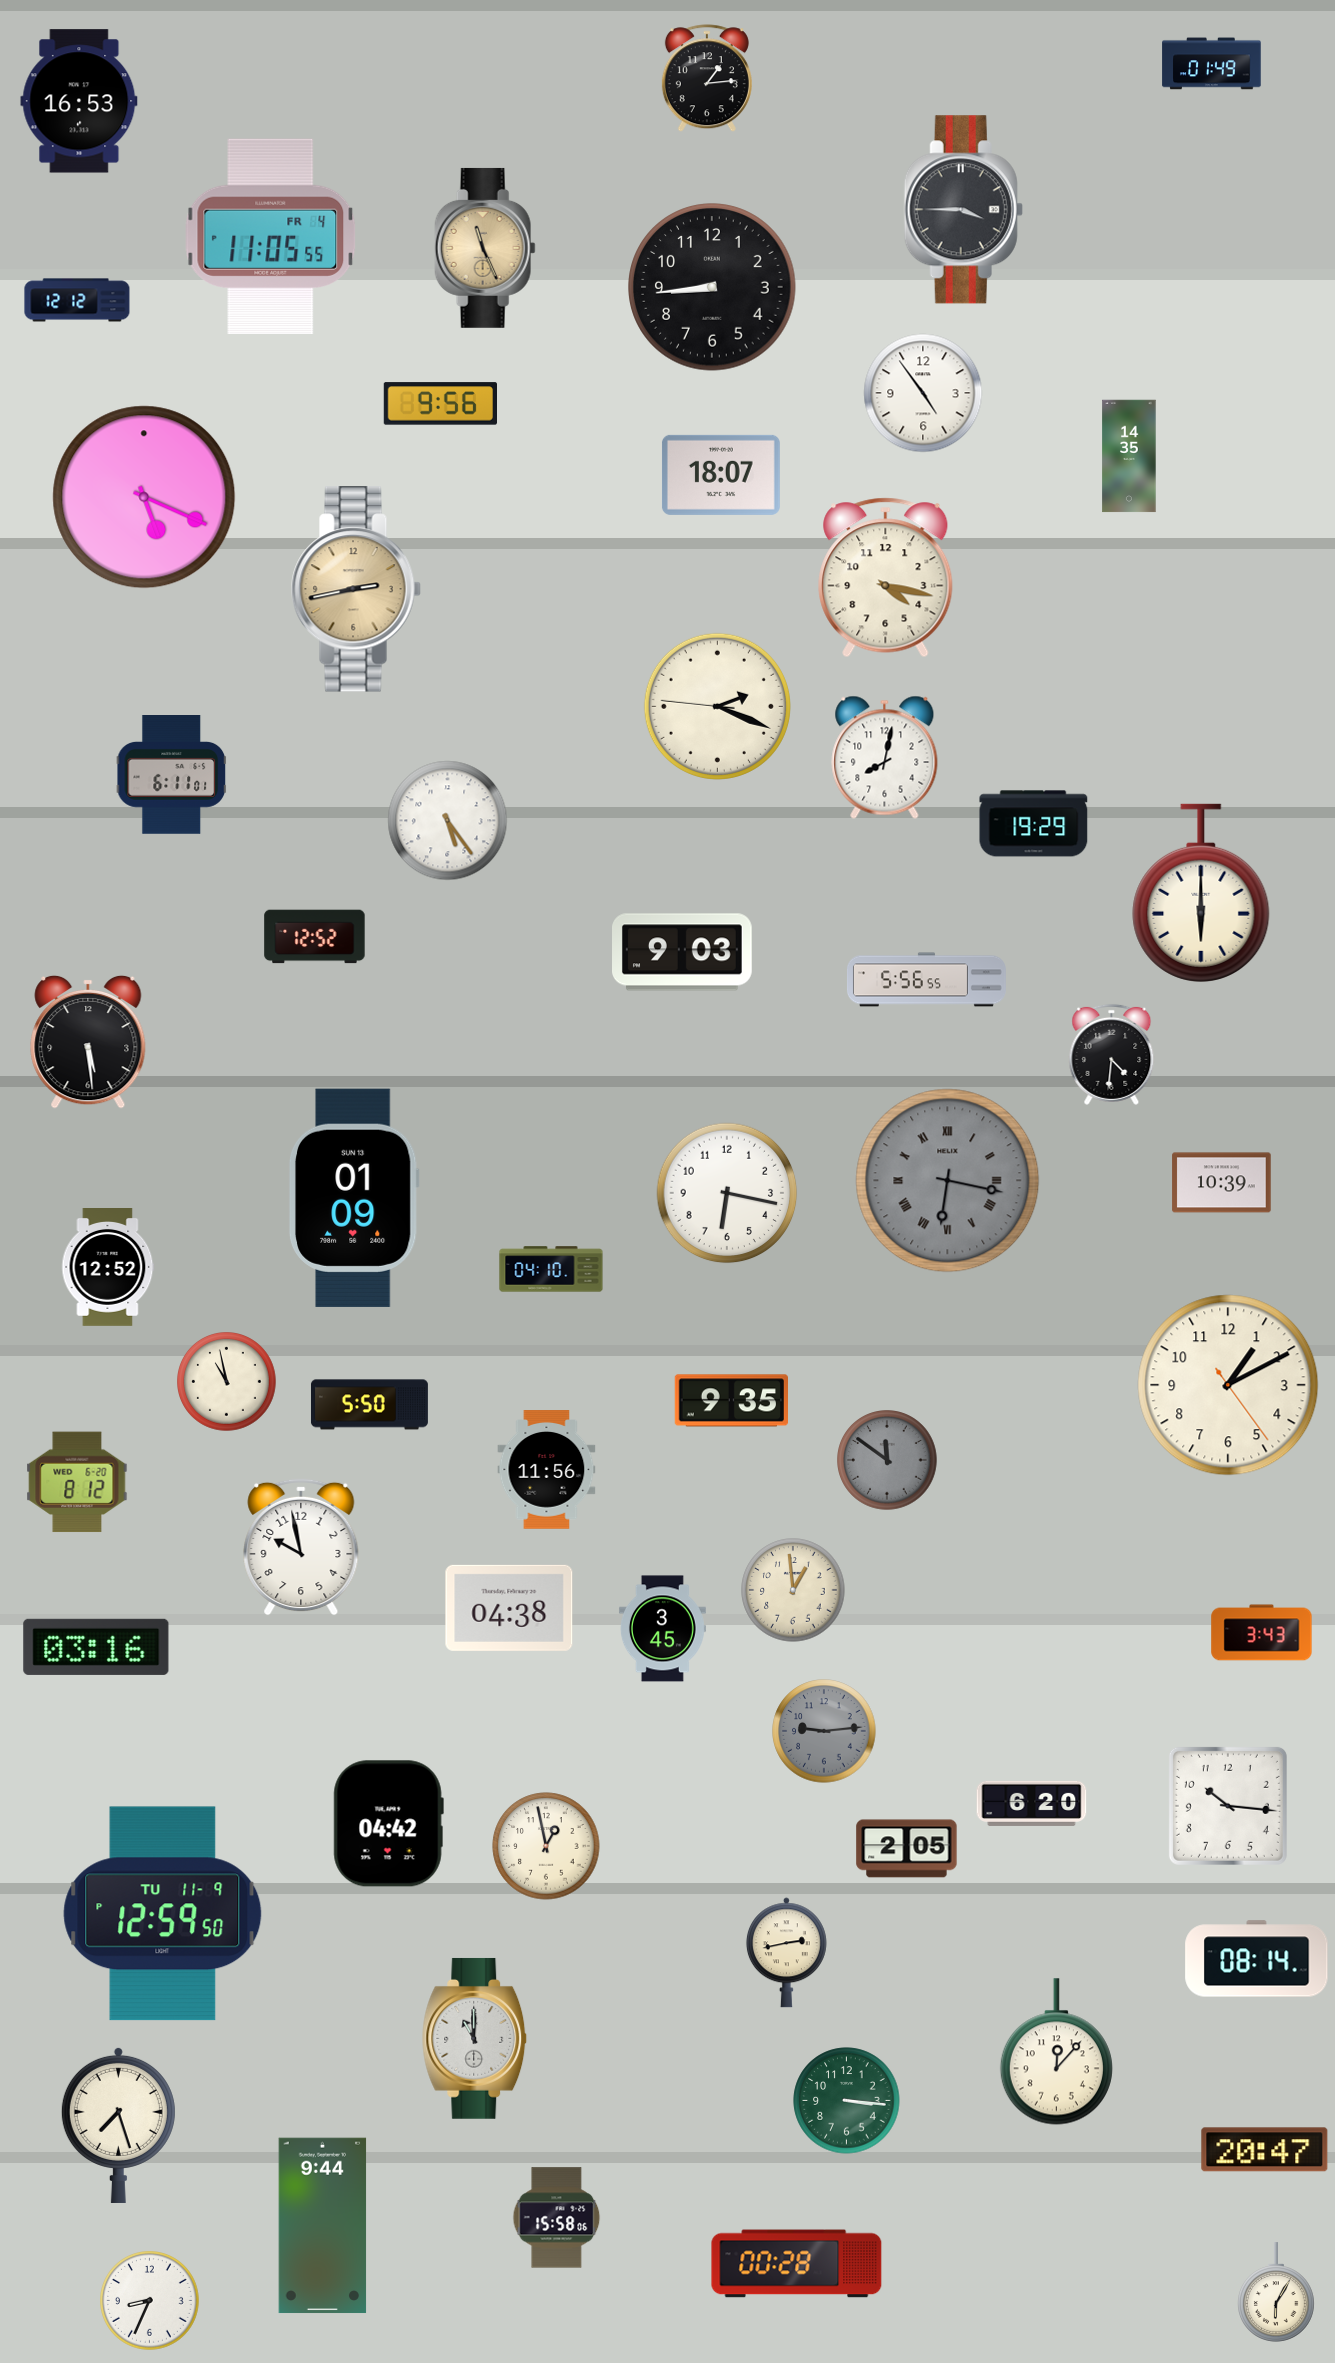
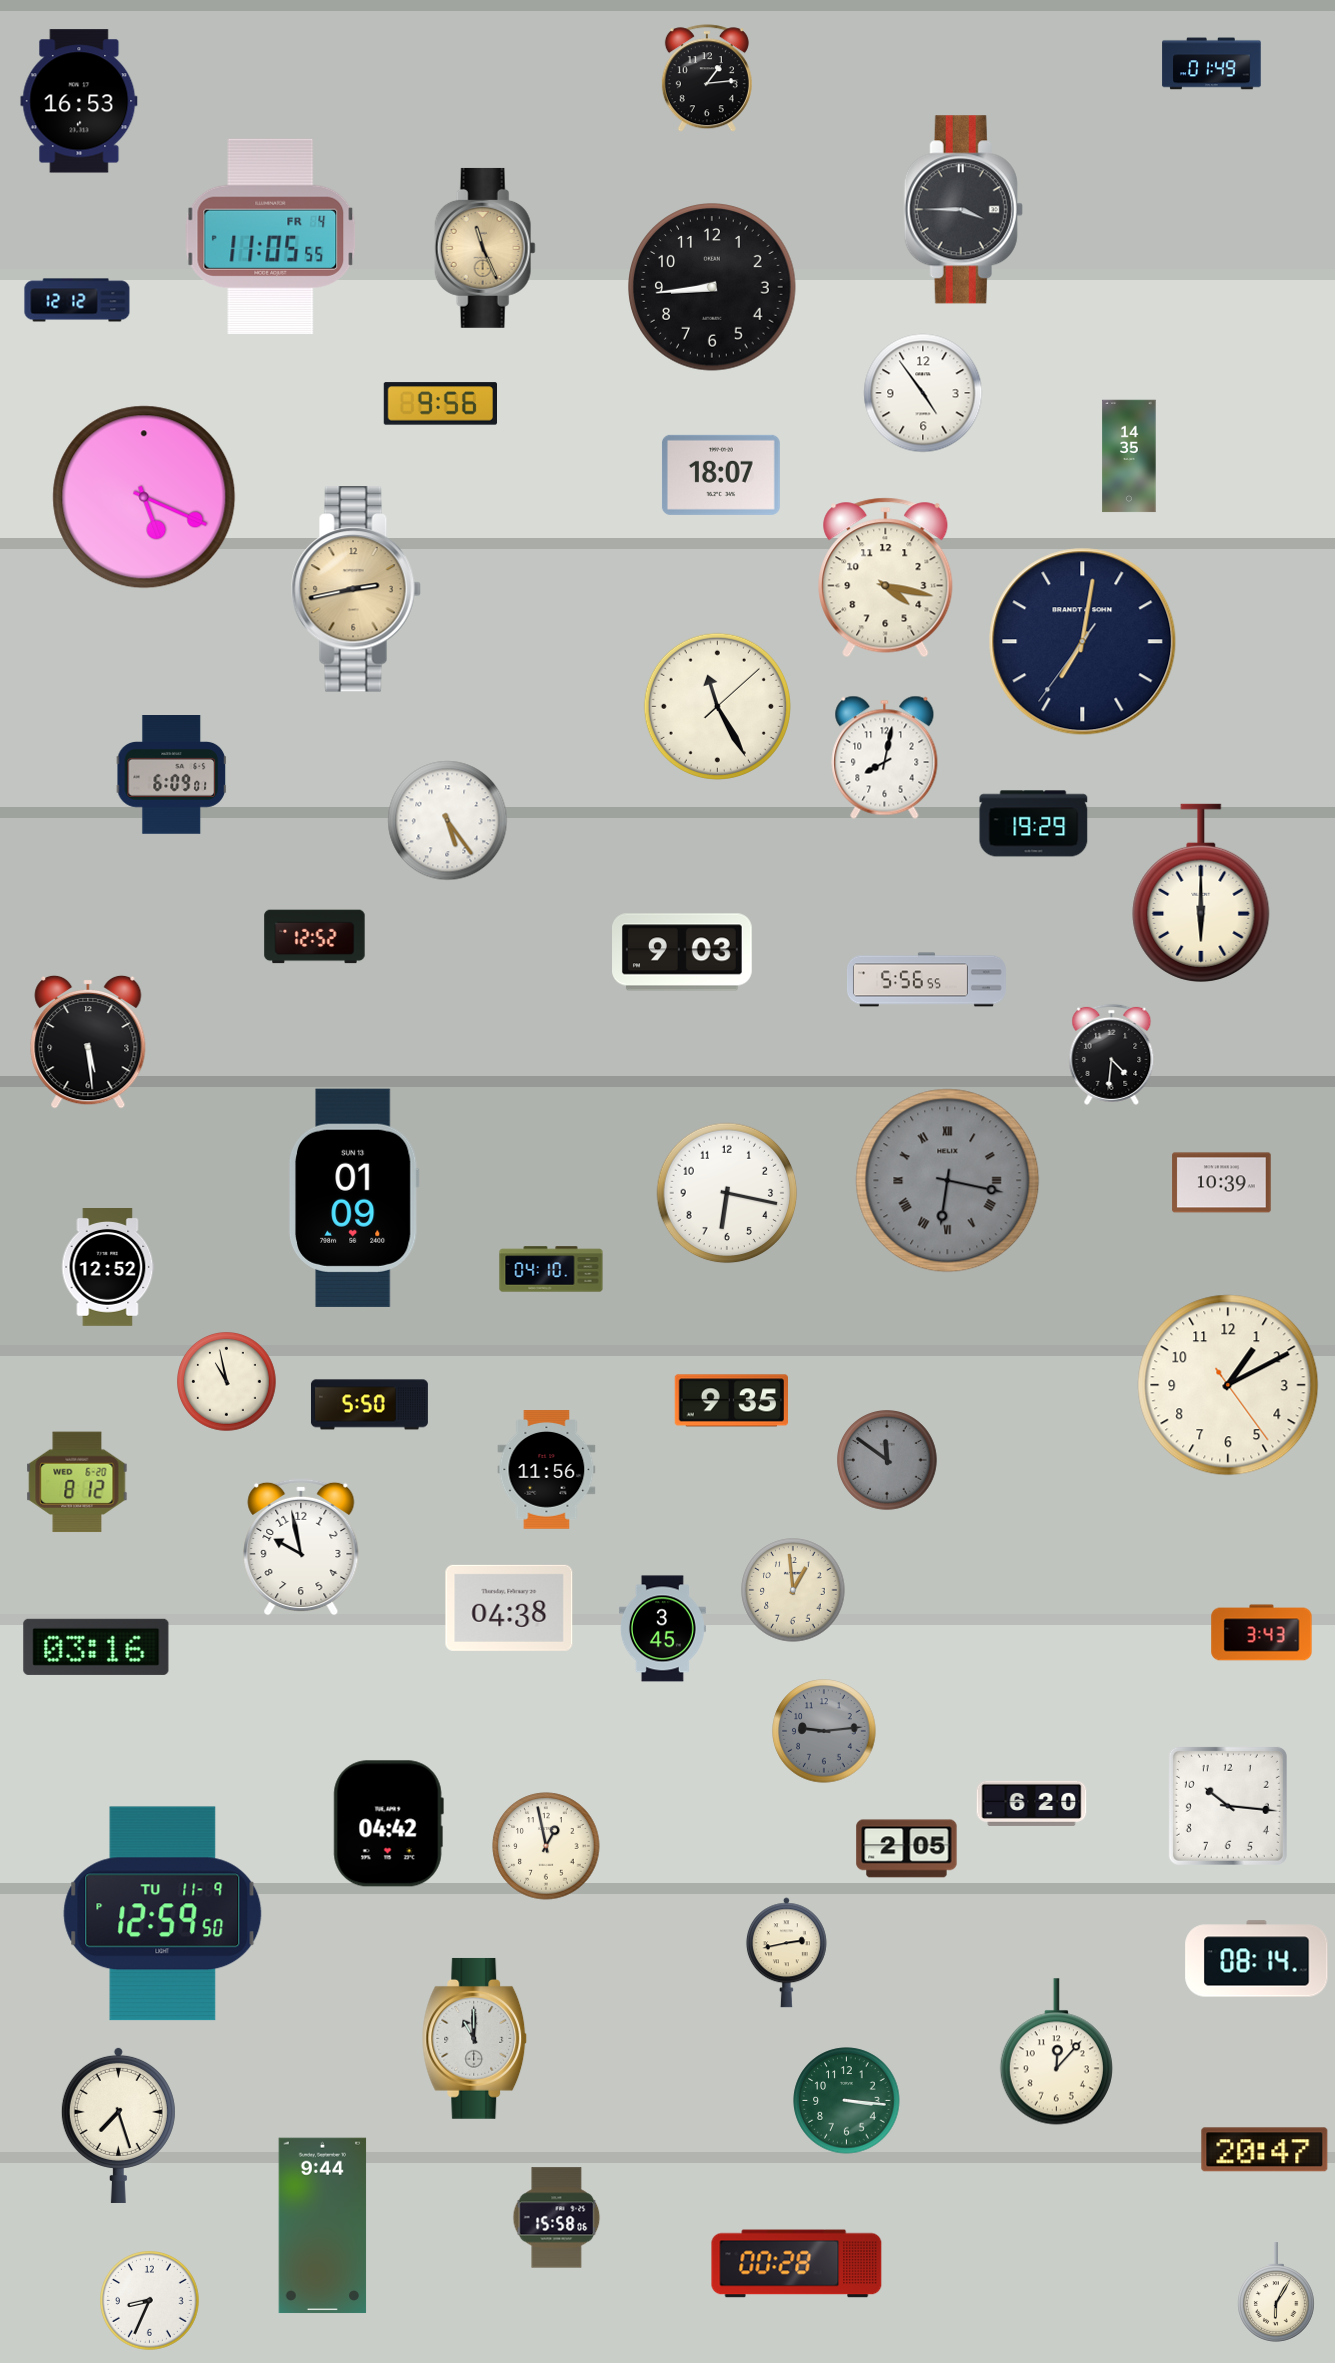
clock at (1083, 642): none -> 7:01
clock at (717, 706): 2:18 -> 11:25
clock at (172, 775): 6:11 -> 6:09
